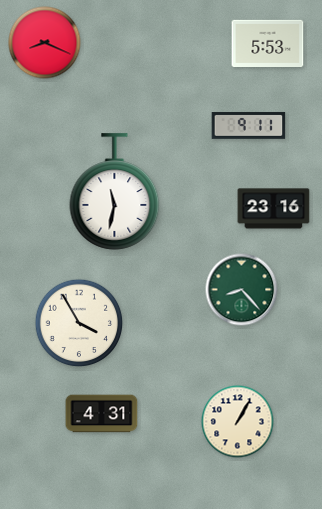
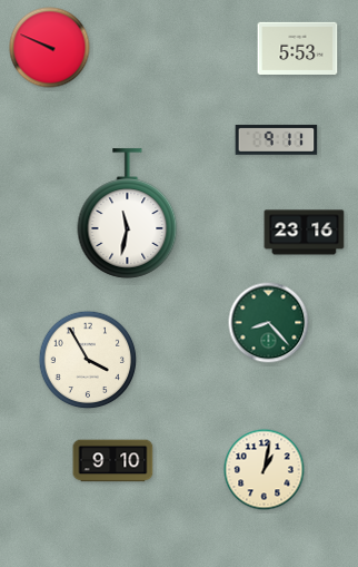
clock at (45, 43): 8:19 -> 9:49
clock at (102, 414): 4:31 -> 9:10
clock at (238, 422): 1:05 -> 1:02
